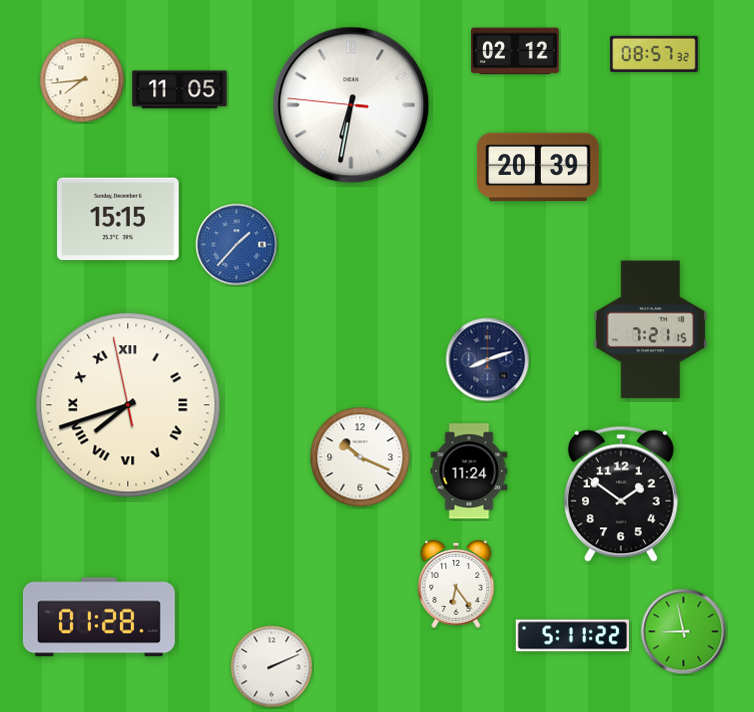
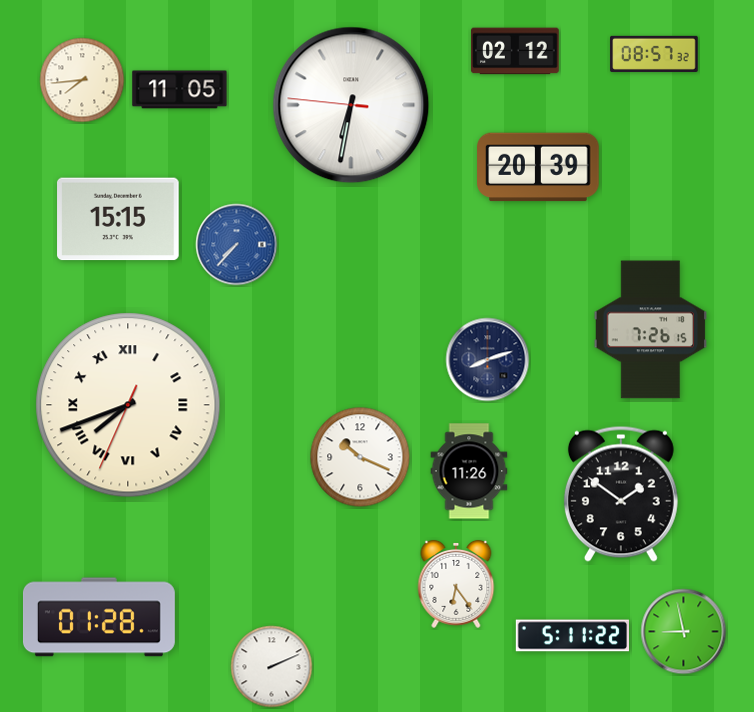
clock at (237, 245): 1:37 -> 7:37
clock at (650, 330): 7:21 -> 7:26
clock at (128, 405): 7:41:58 -> 7:41:34
clock at (469, 471): 11:24 -> 11:26
